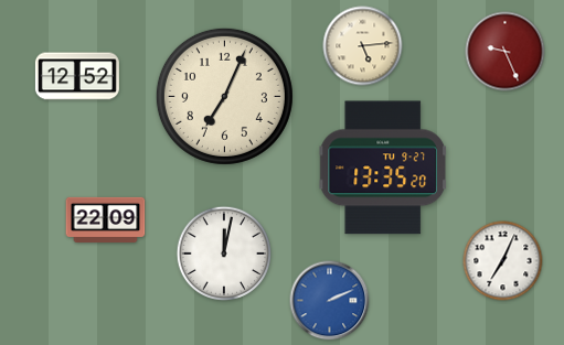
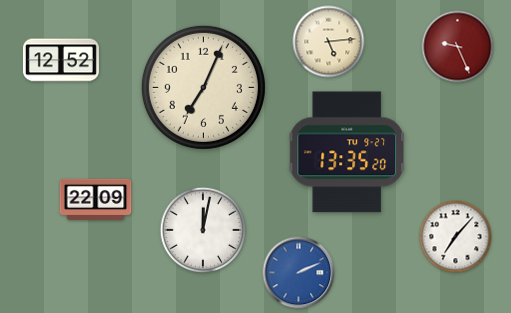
clock at (77, 76) position: (77, 76) -> (61, 60)
clock at (503, 261): 7:04 -> 7:07
